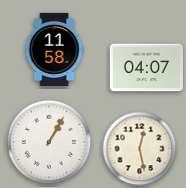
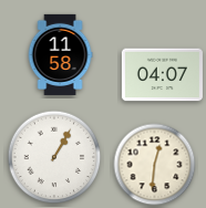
clock at (140, 149): 12:28 -> 12:31
